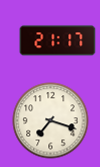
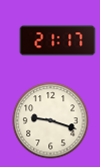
clock at (51, 121): 7:18 -> 9:18
